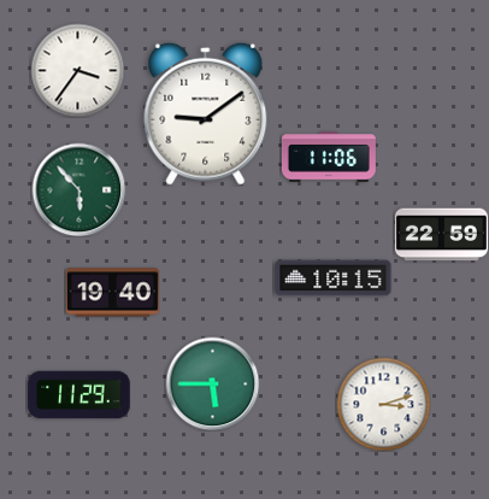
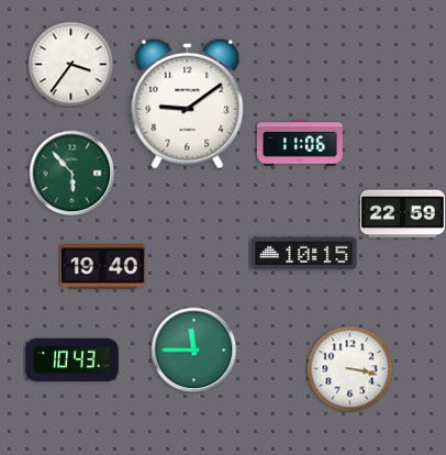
clock at (212, 383): 5:45 -> 11:45
clock at (79, 395): 11:29 -> 10:43
clock at (383, 404): 3:12 -> 3:17
